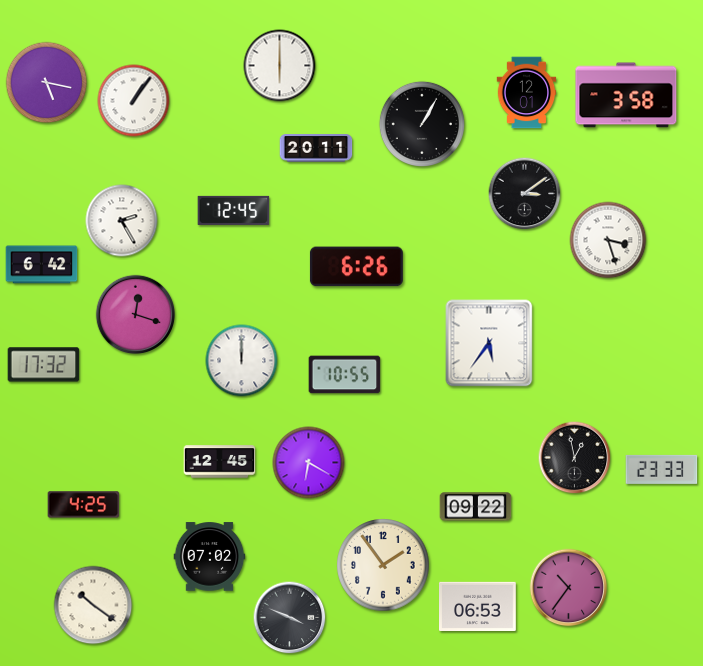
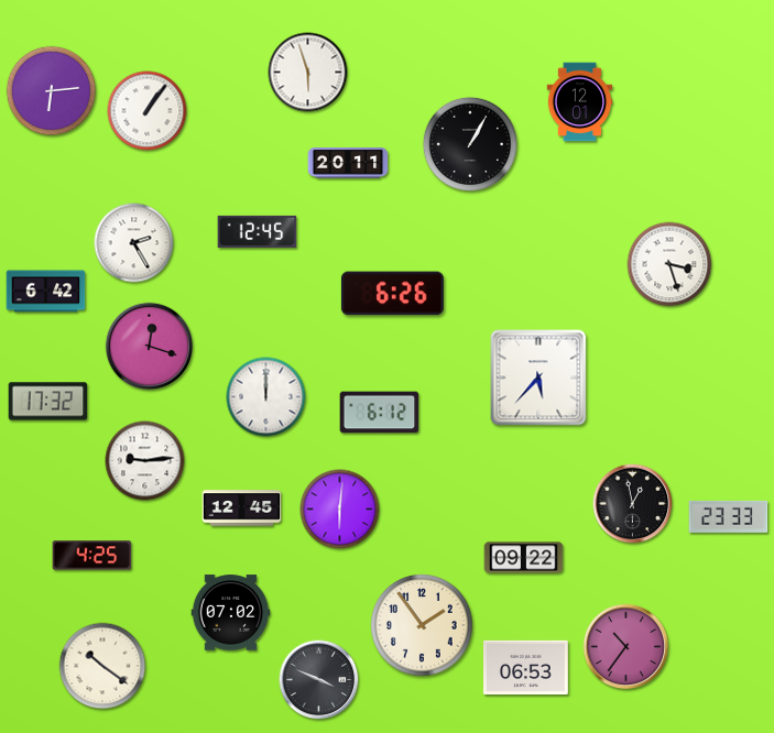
clock at (280, 66): 6:00 -> 5:57
clock at (47, 83): 5:17 -> 6:14
clock at (626, 95): 3:58 -> none
clock at (422, 124) position: (422, 124) -> (470, 144)
clock at (525, 194): 3:09 -> none
clock at (489, 343): 5:36 -> 5:37
clock at (345, 375): 10:55 -> 6:12
clock at (145, 461): none -> 9:14
clock at (309, 463): 6:20 -> 6:01
clock at (383, 565) position: (383, 565) -> (422, 625)
